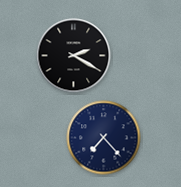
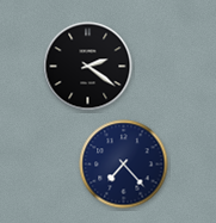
clock at (74, 56): 2:20 -> 2:21
